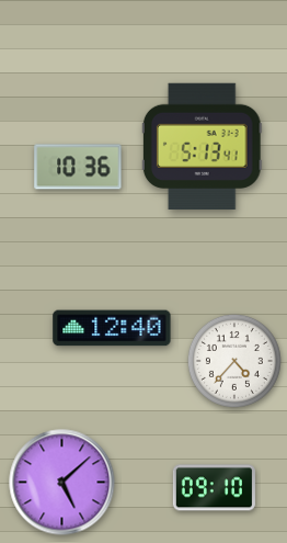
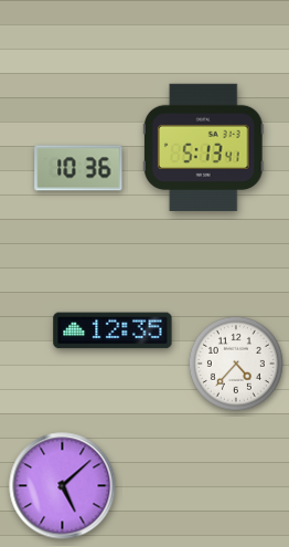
clock at (112, 328): 12:40 -> 12:35
clock at (214, 488): 09:10 -> none
